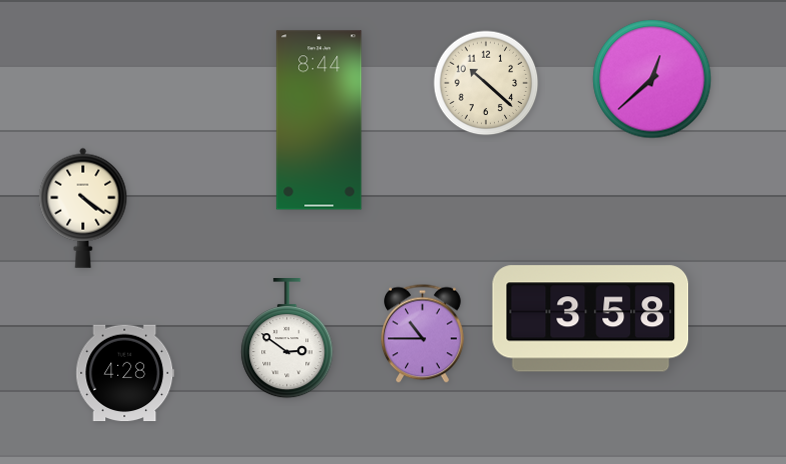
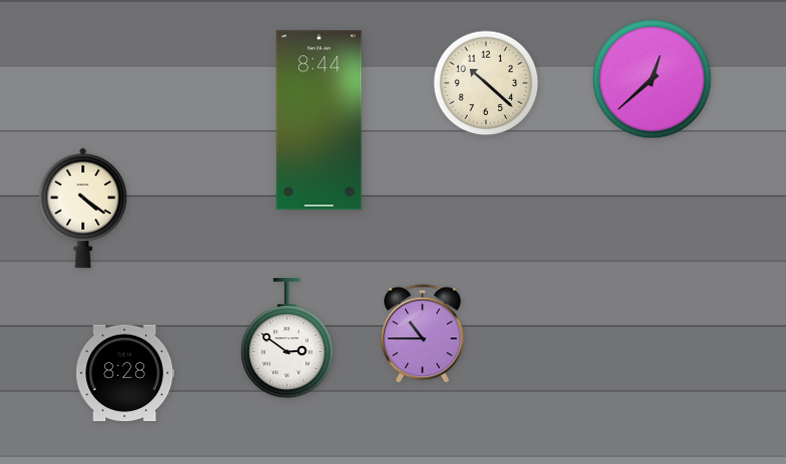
clock at (591, 319): 3:58 -> none
clock at (125, 373): 4:28 -> 8:28
